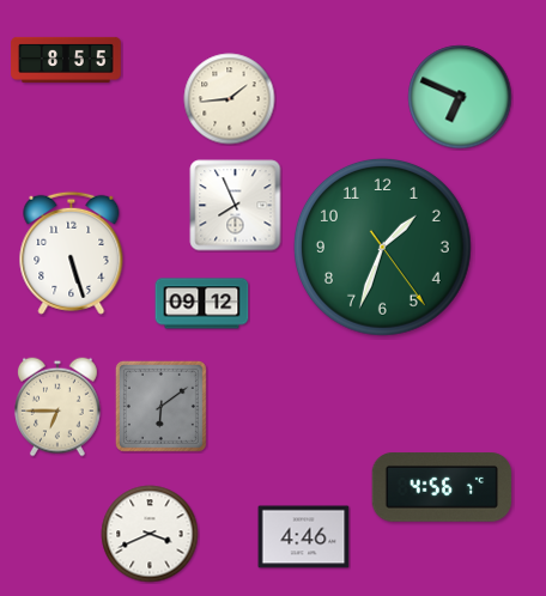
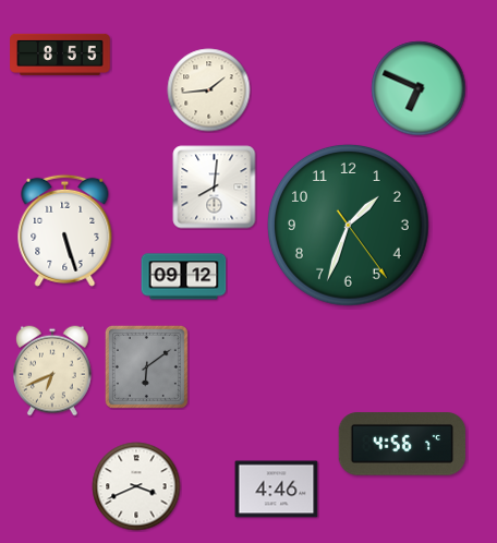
clock at (236, 206): 7:56 -> 8:01
clock at (160, 406) position: (160, 406) -> (146, 366)
clock at (57, 407): 6:45 -> 6:41
